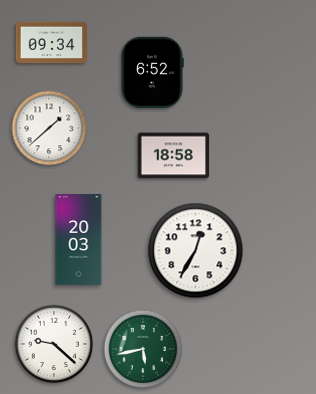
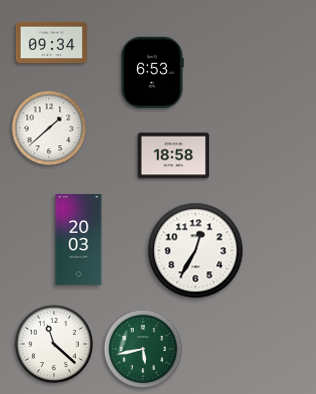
clock at (152, 73): 6:52 -> 6:53
clock at (54, 344): 9:22 -> 11:22
